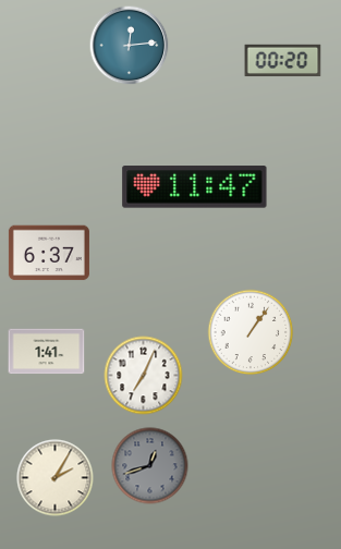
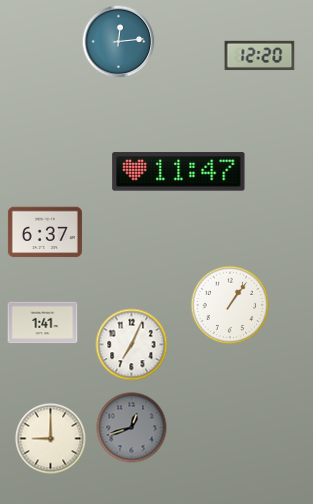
clock at (283, 61): 00:20 -> 12:20
clock at (150, 466) position: (150, 466) -> (132, 428)
clock at (56, 478): 2:05 -> 9:00
